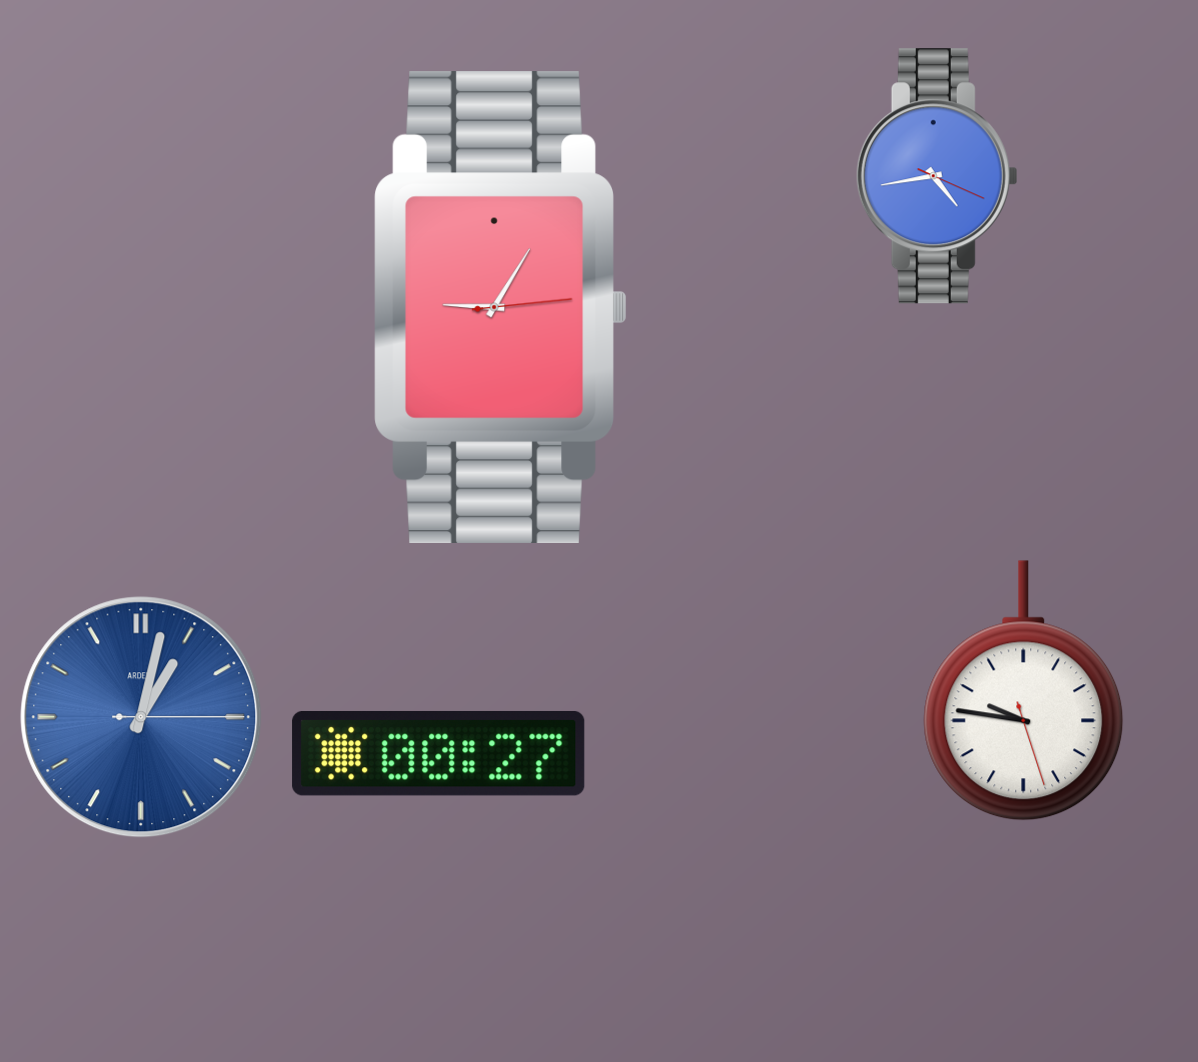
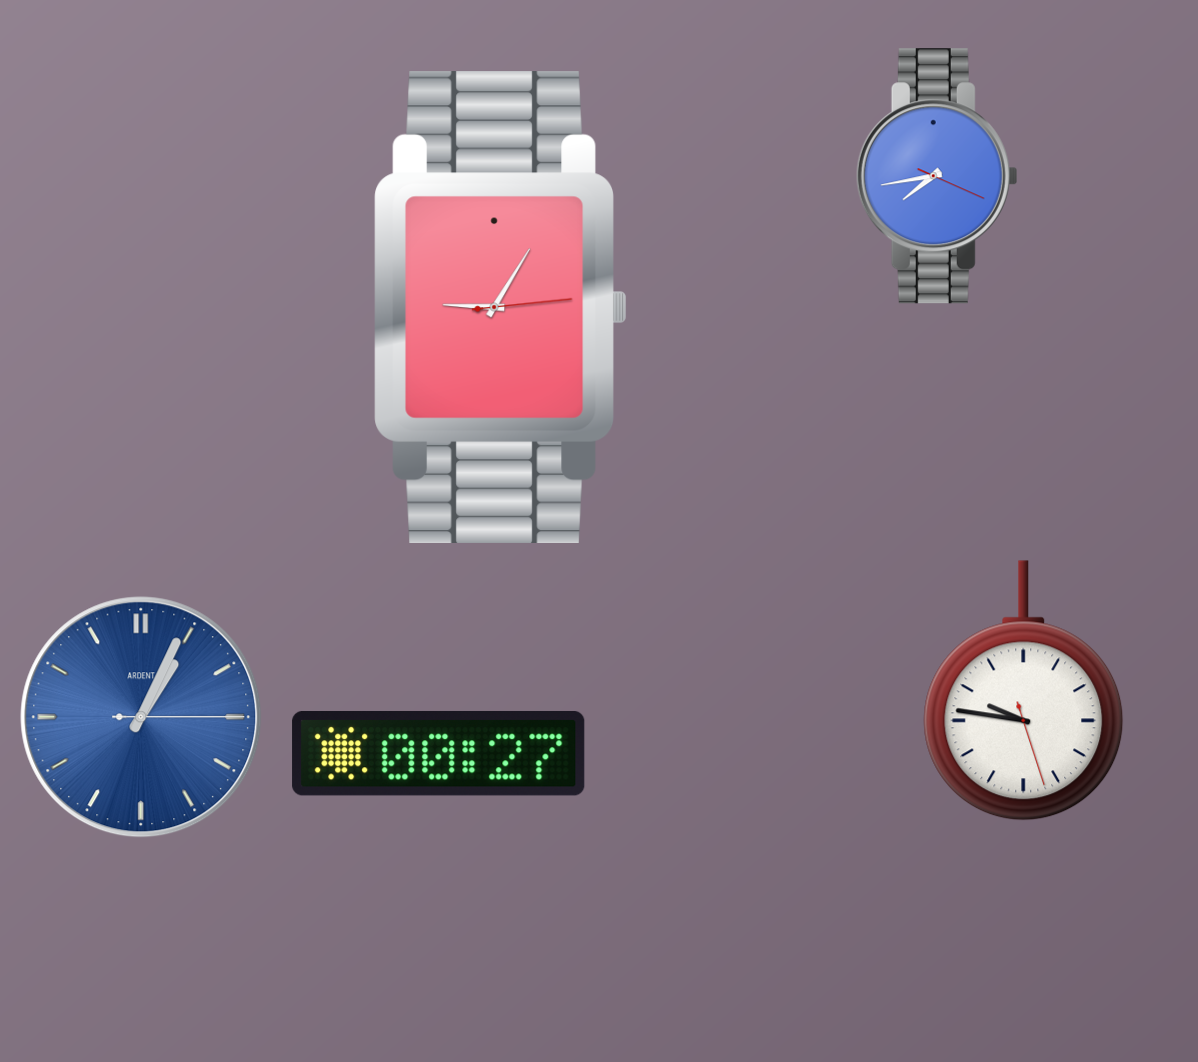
clock at (937, 176): 4:43 -> 7:43
clock at (141, 717): 1:02 -> 1:04
